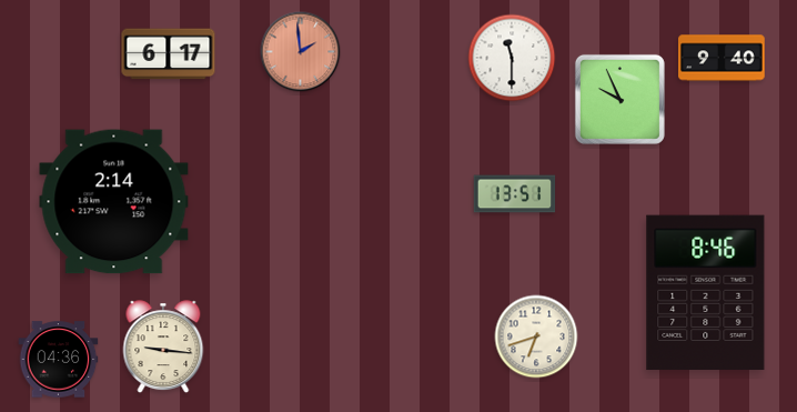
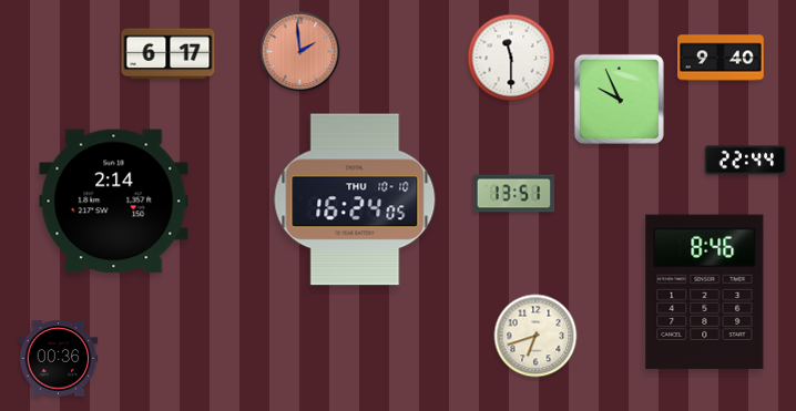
clock at (746, 161): none -> 22:44
clock at (355, 199): none -> 16:24
clock at (163, 348): 9:16 -> none
clock at (59, 360): 04:36 -> 00:36
